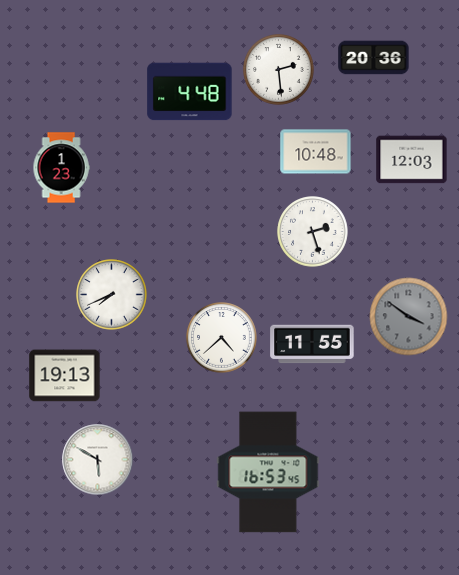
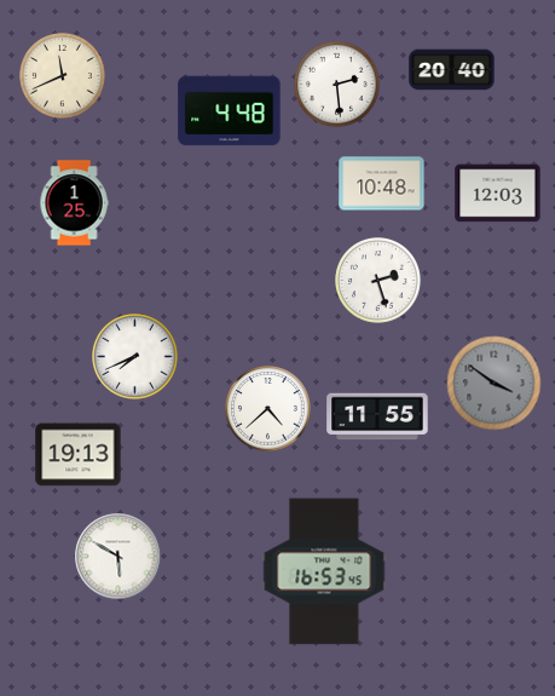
clock at (374, 58): 20:36 -> 20:40
clock at (63, 76): none -> 11:41
clock at (61, 168): 1:23 -> 1:25
